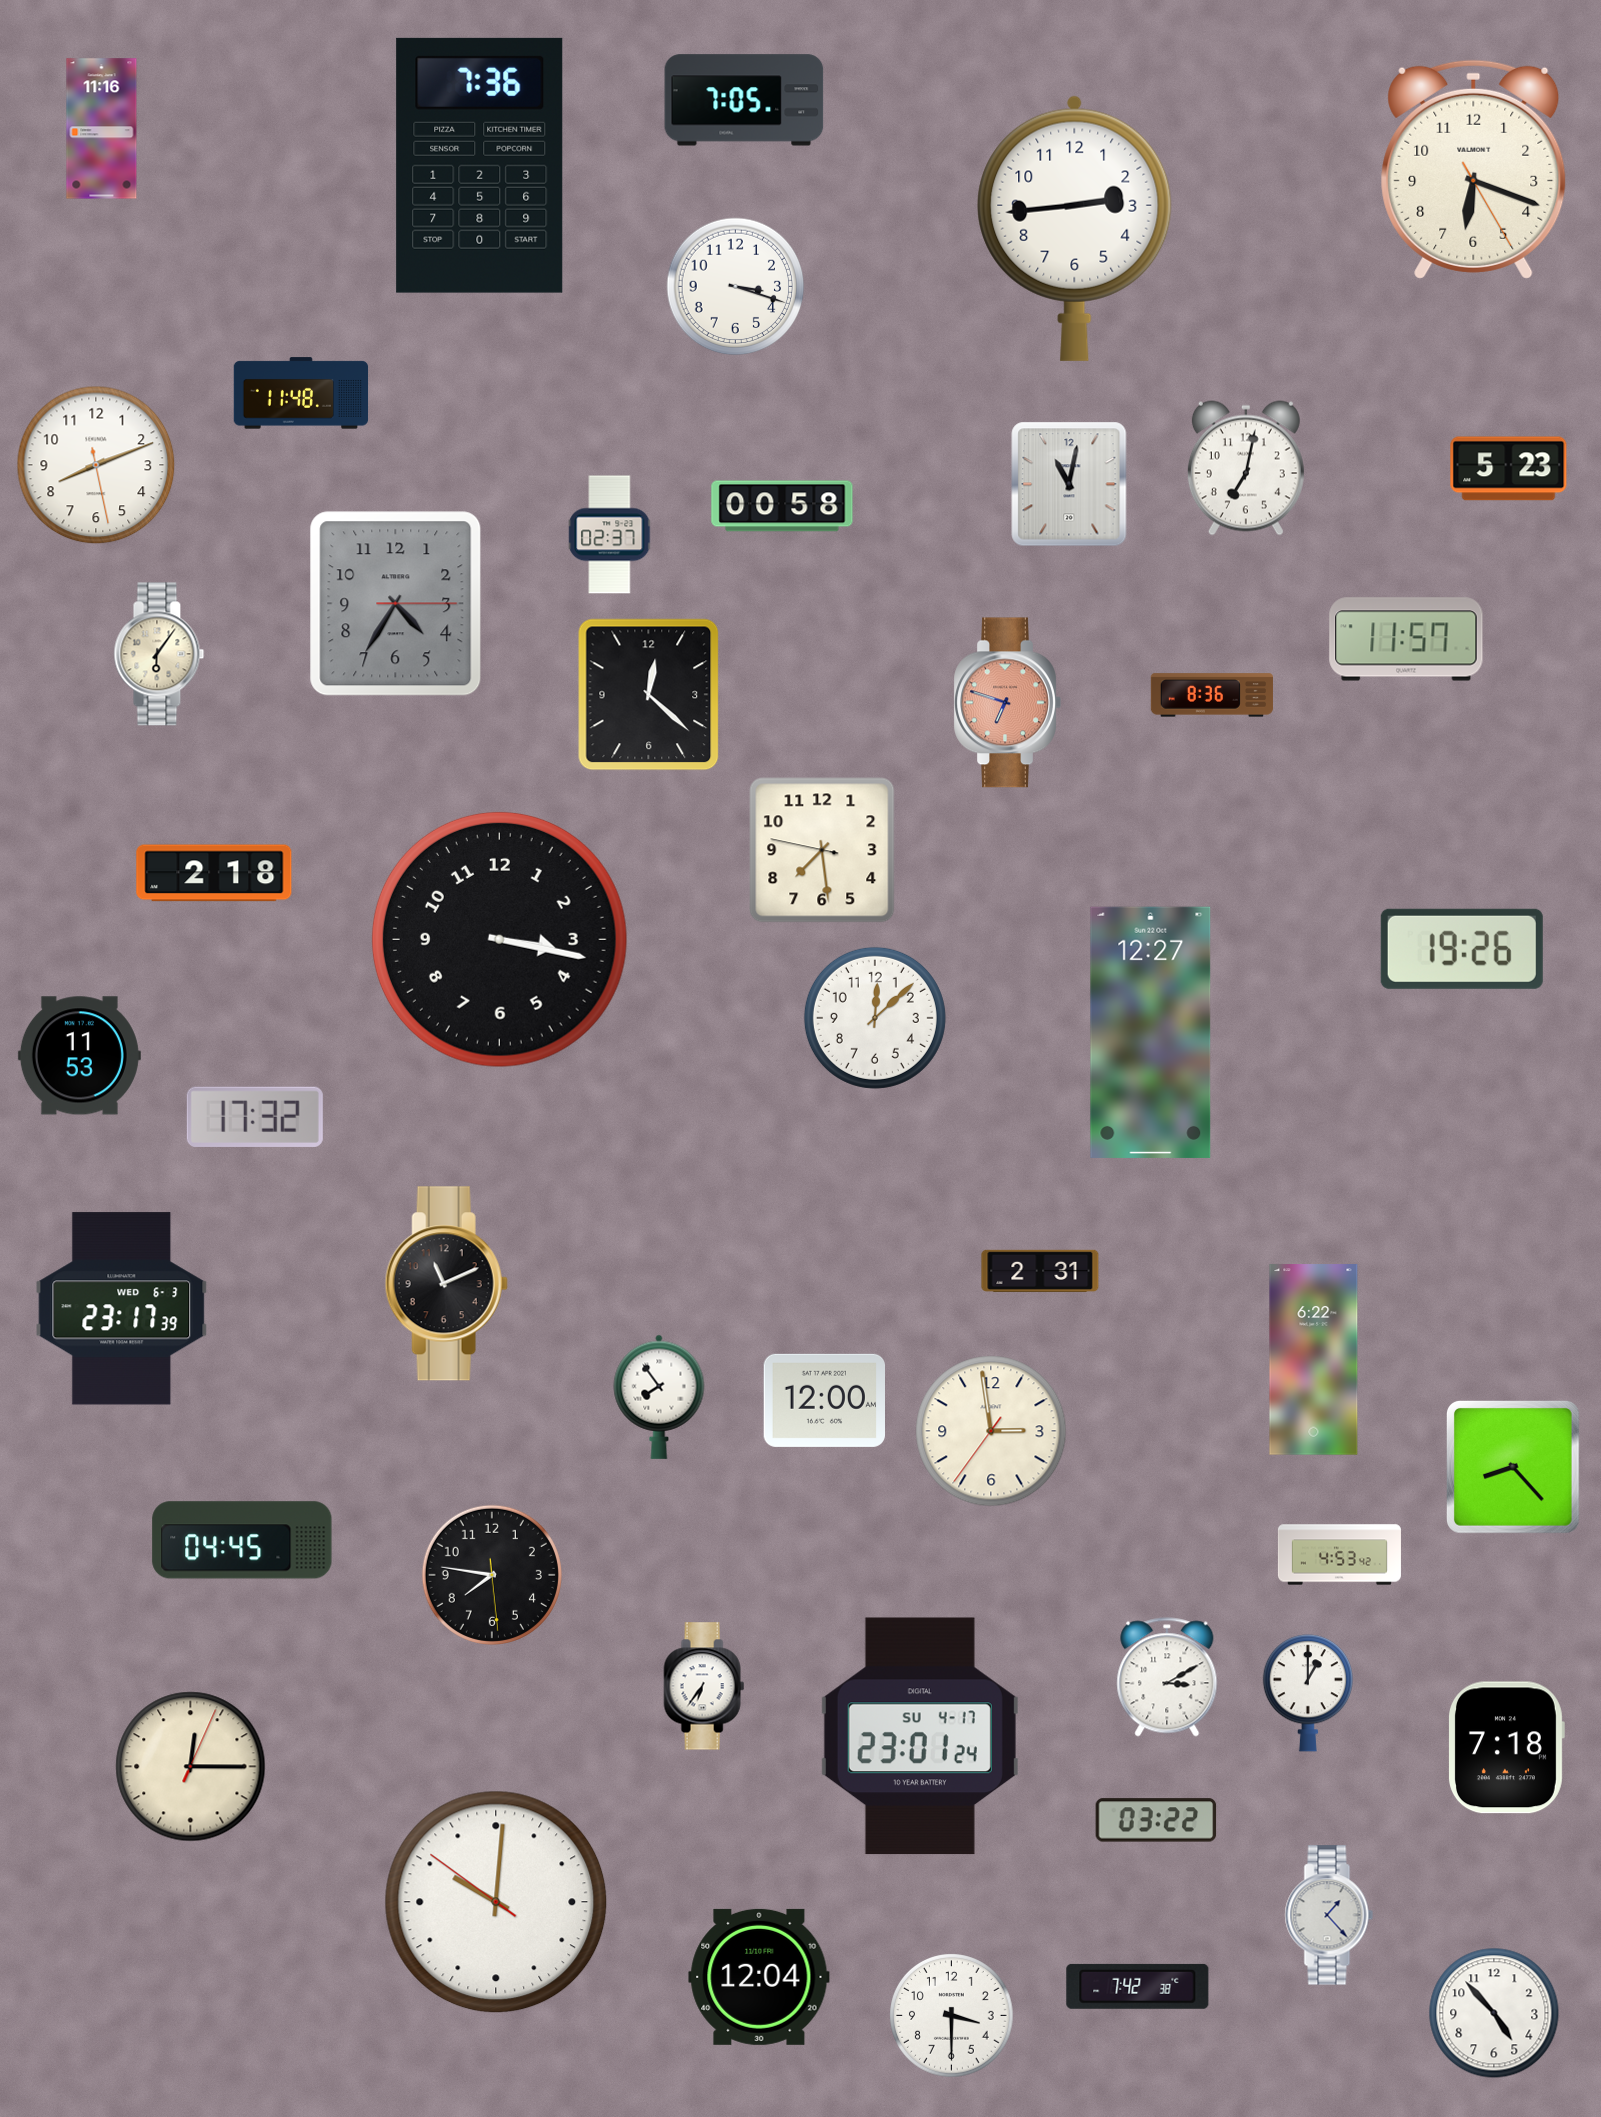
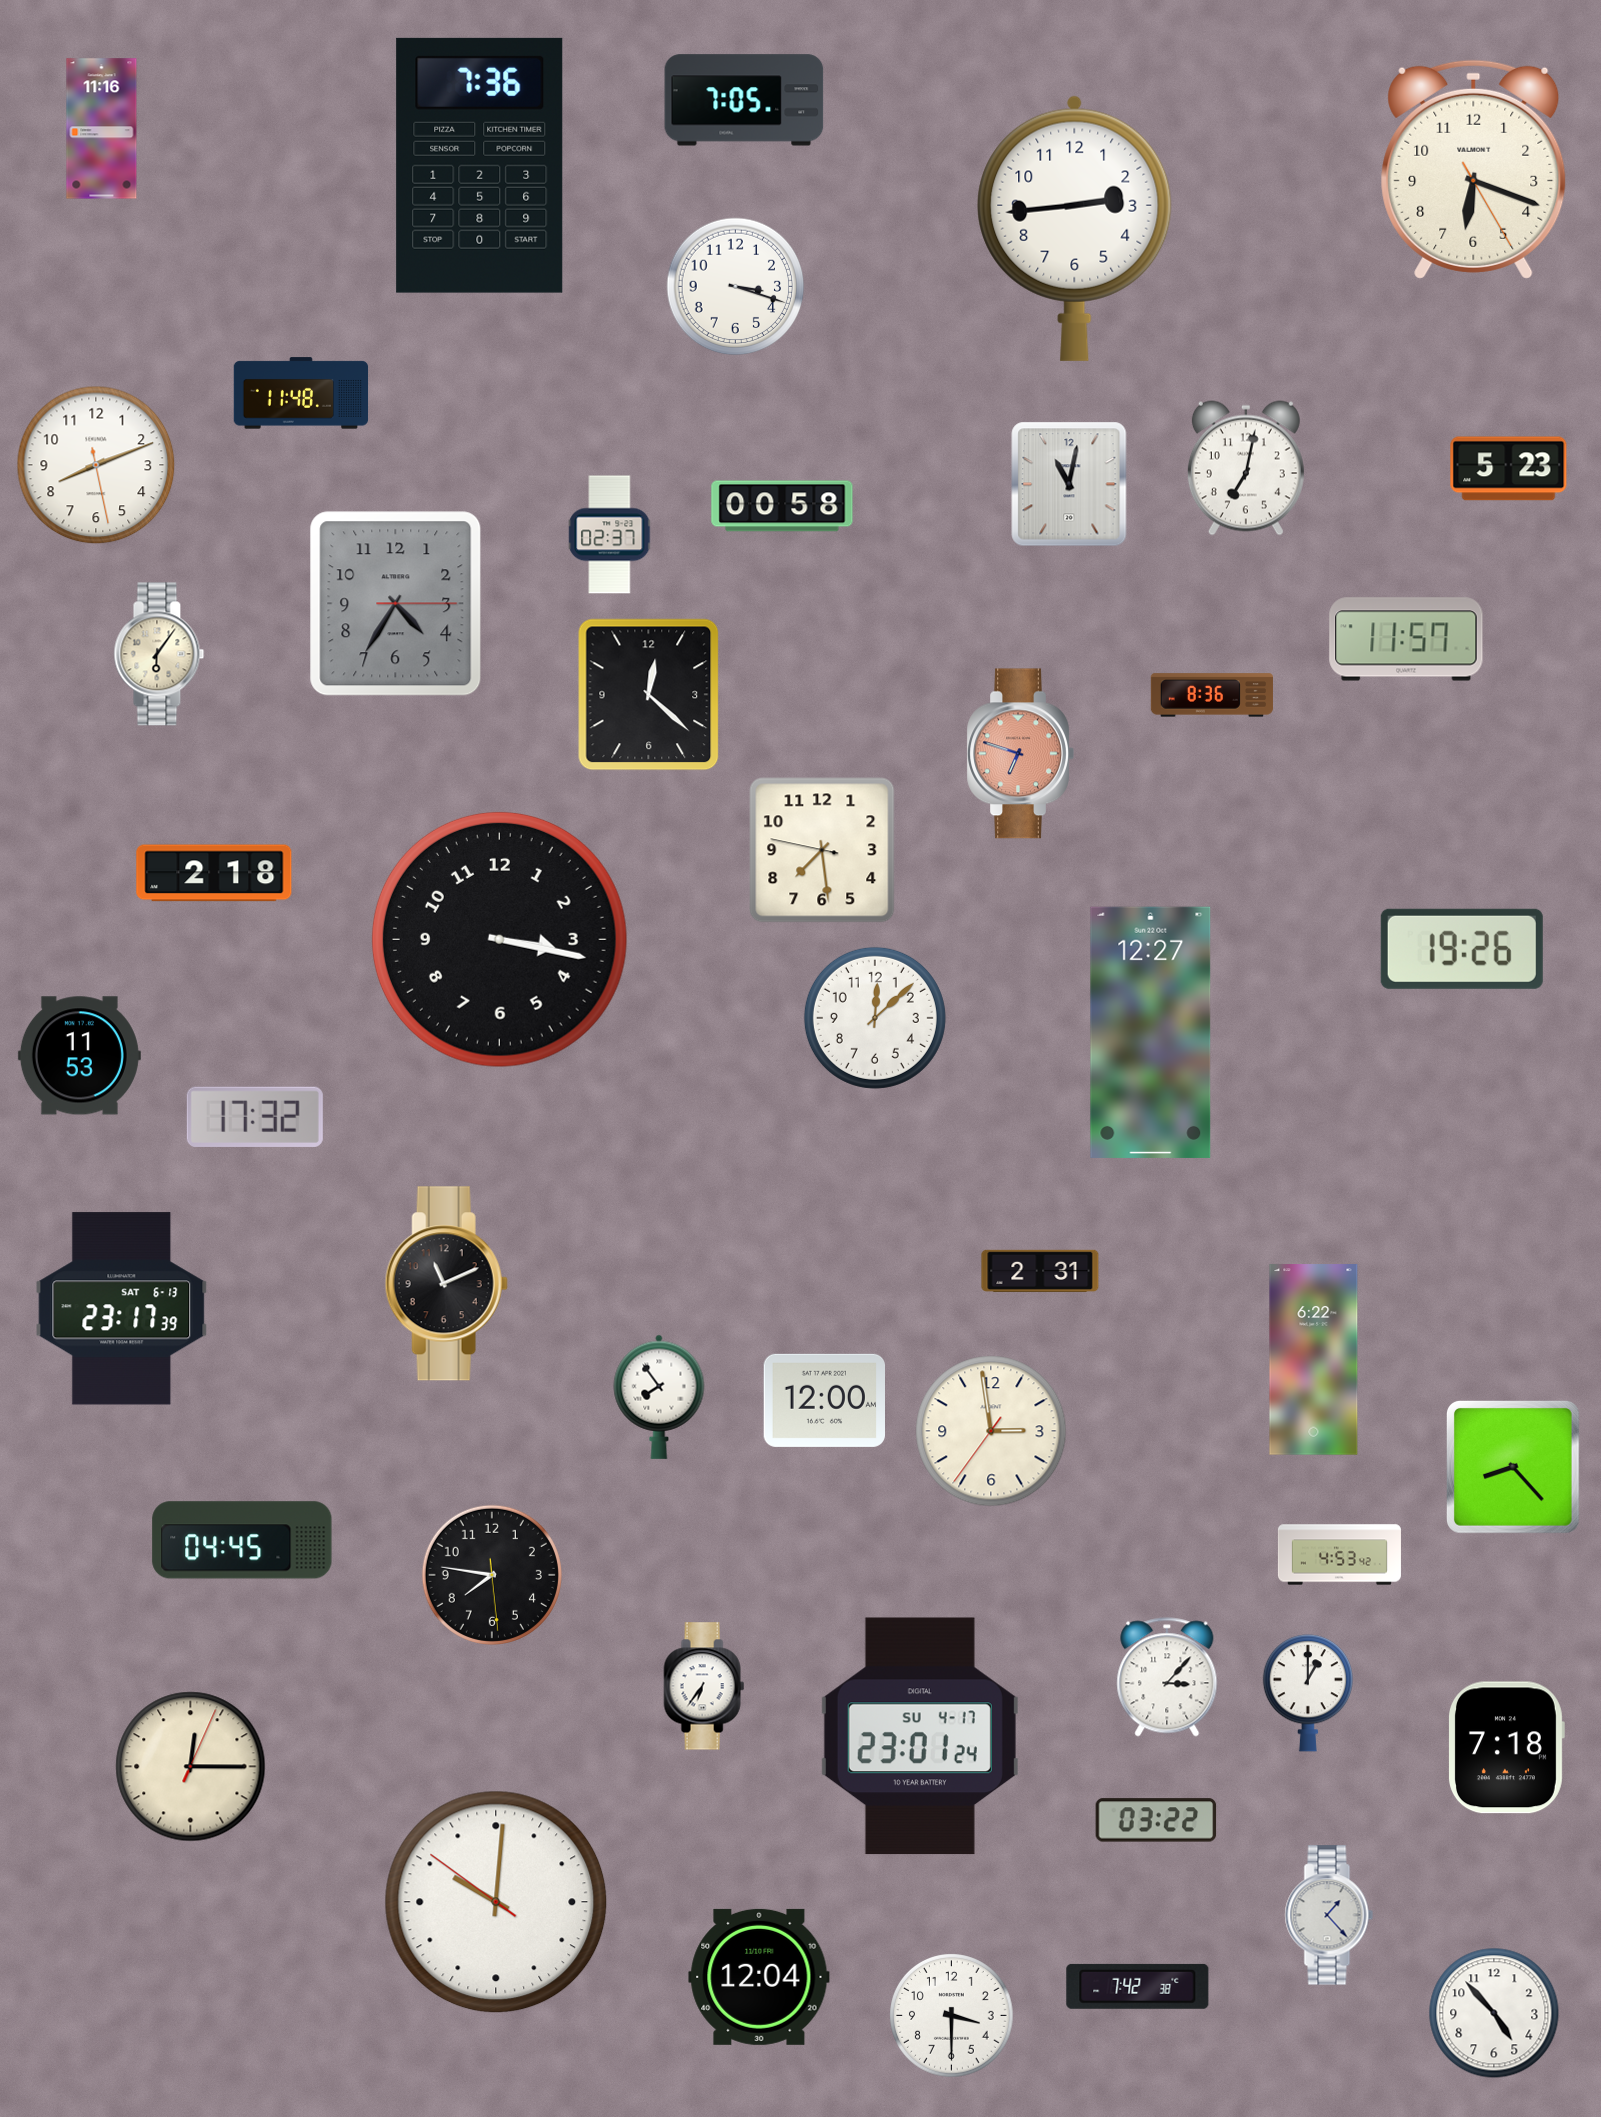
clock at (1007, 703) position: (1007, 703) -> (1020, 754)
clock at (122, 1309) date: WED 6-3 -> SAT 6-13
clock at (1167, 1677): 3:10 -> 3:07
